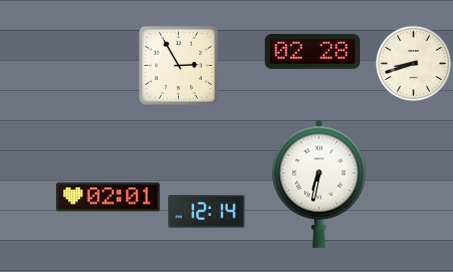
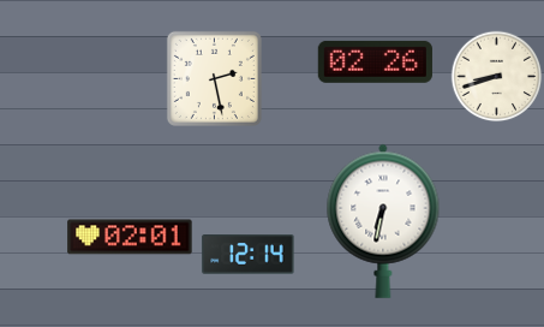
clock at (312, 51): 02:28 -> 02:26
clock at (178, 65): 2:55 -> 2:28
